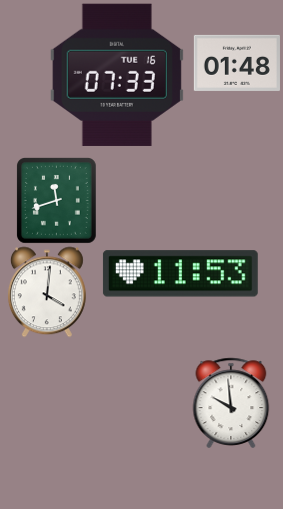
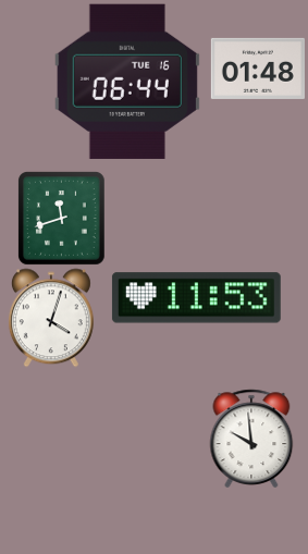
clock at (117, 75): 07:33 -> 06:44
clock at (47, 292): 4:01 -> 4:03
